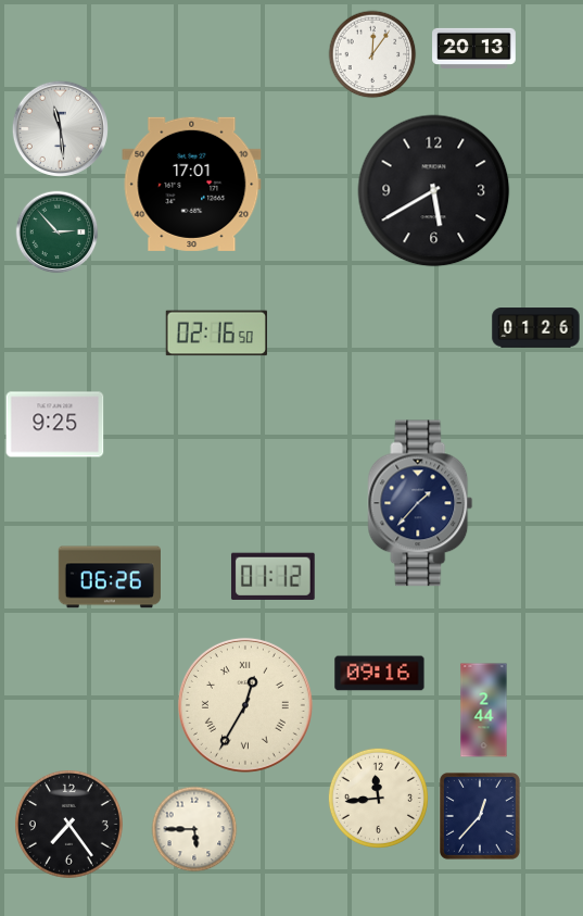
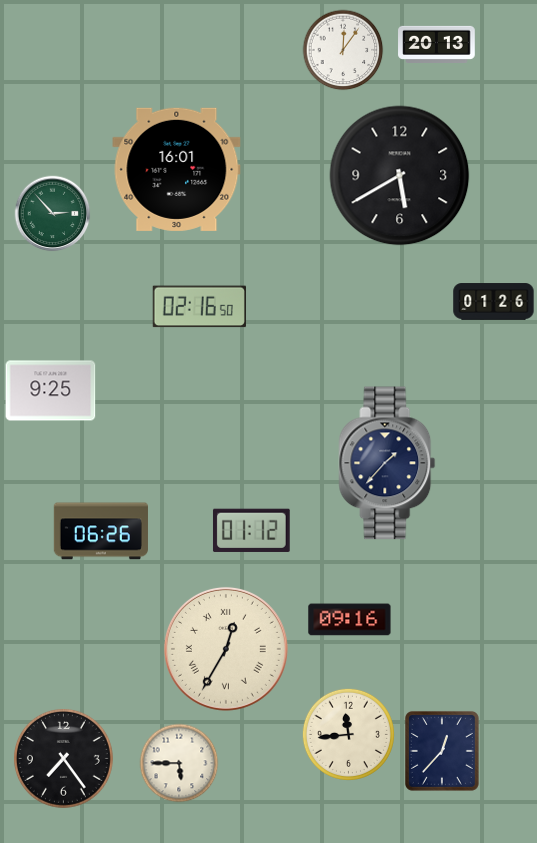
clock at (60, 128): 11:29 -> none
clock at (192, 184): 17:01 -> 16:01
clock at (484, 711): 2:44 -> none
